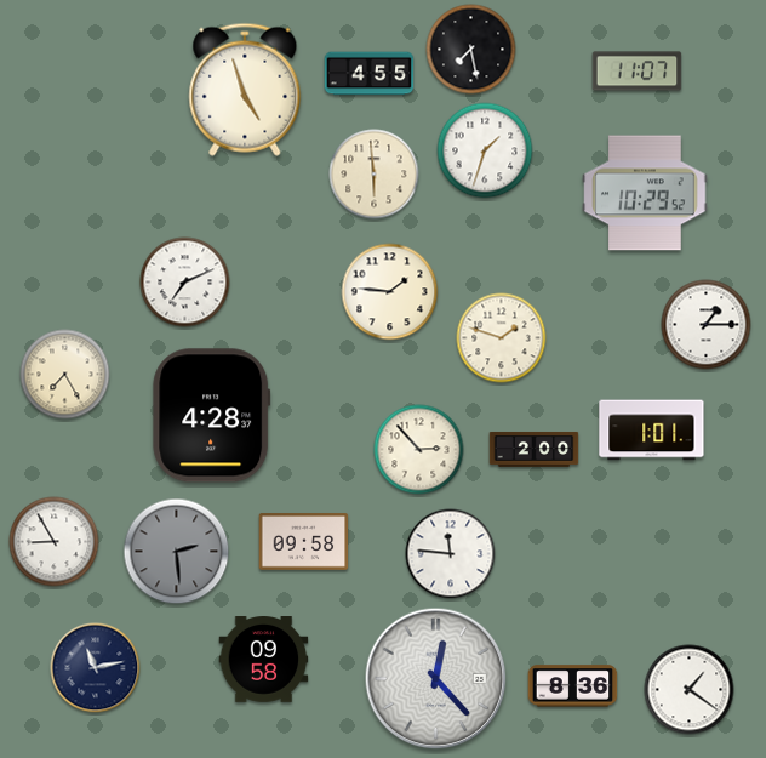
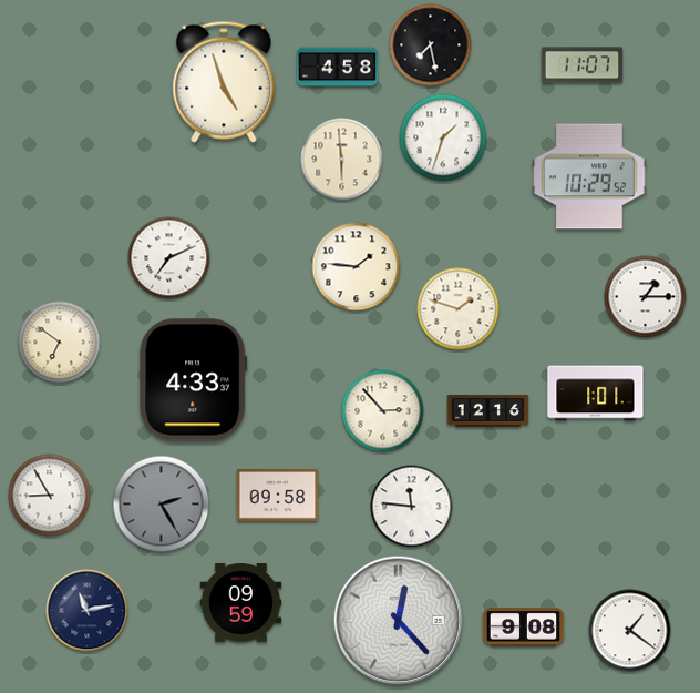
clock at (370, 74): 4:55 -> 4:58
clock at (65, 375): 7:25 -> 6:51
clock at (212, 416): 4:28 -> 4:33
clock at (535, 449): 2:00 -> 12:16
clock at (177, 552): 2:29 -> 2:25
clock at (264, 660): 09:58 -> 09:59
clock at (573, 686): 8:36 -> 9:08
